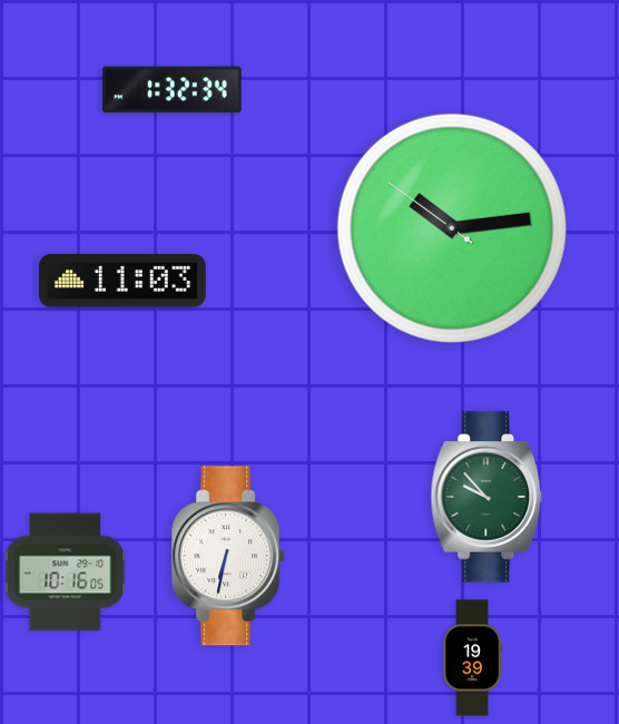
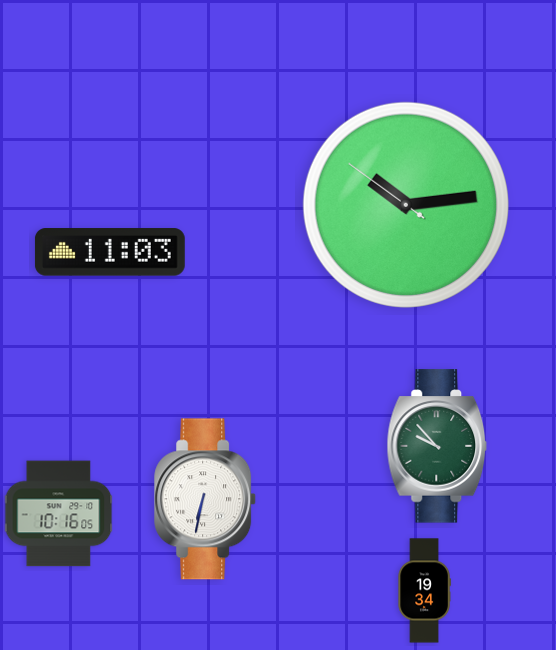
clock at (173, 90): 1:32 -> none
clock at (472, 658): 19:39 -> 19:34
